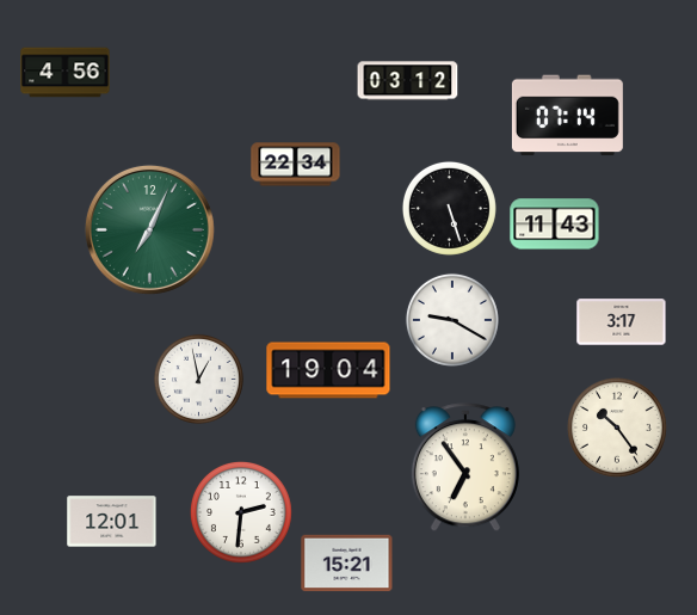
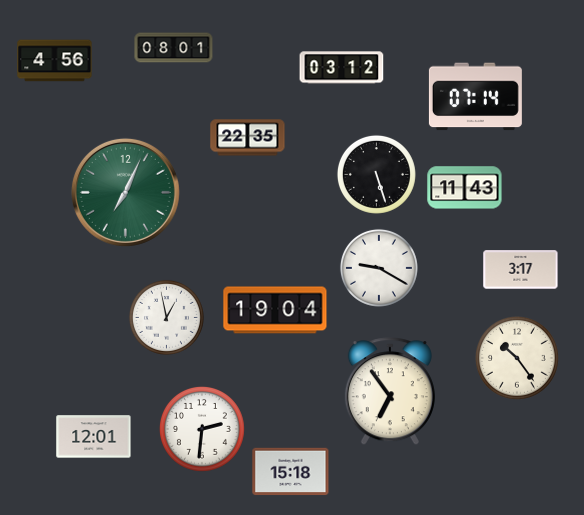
clock at (174, 48): none -> 08:01
clock at (296, 165): 22:34 -> 22:35
clock at (347, 564): 15:21 -> 15:18
